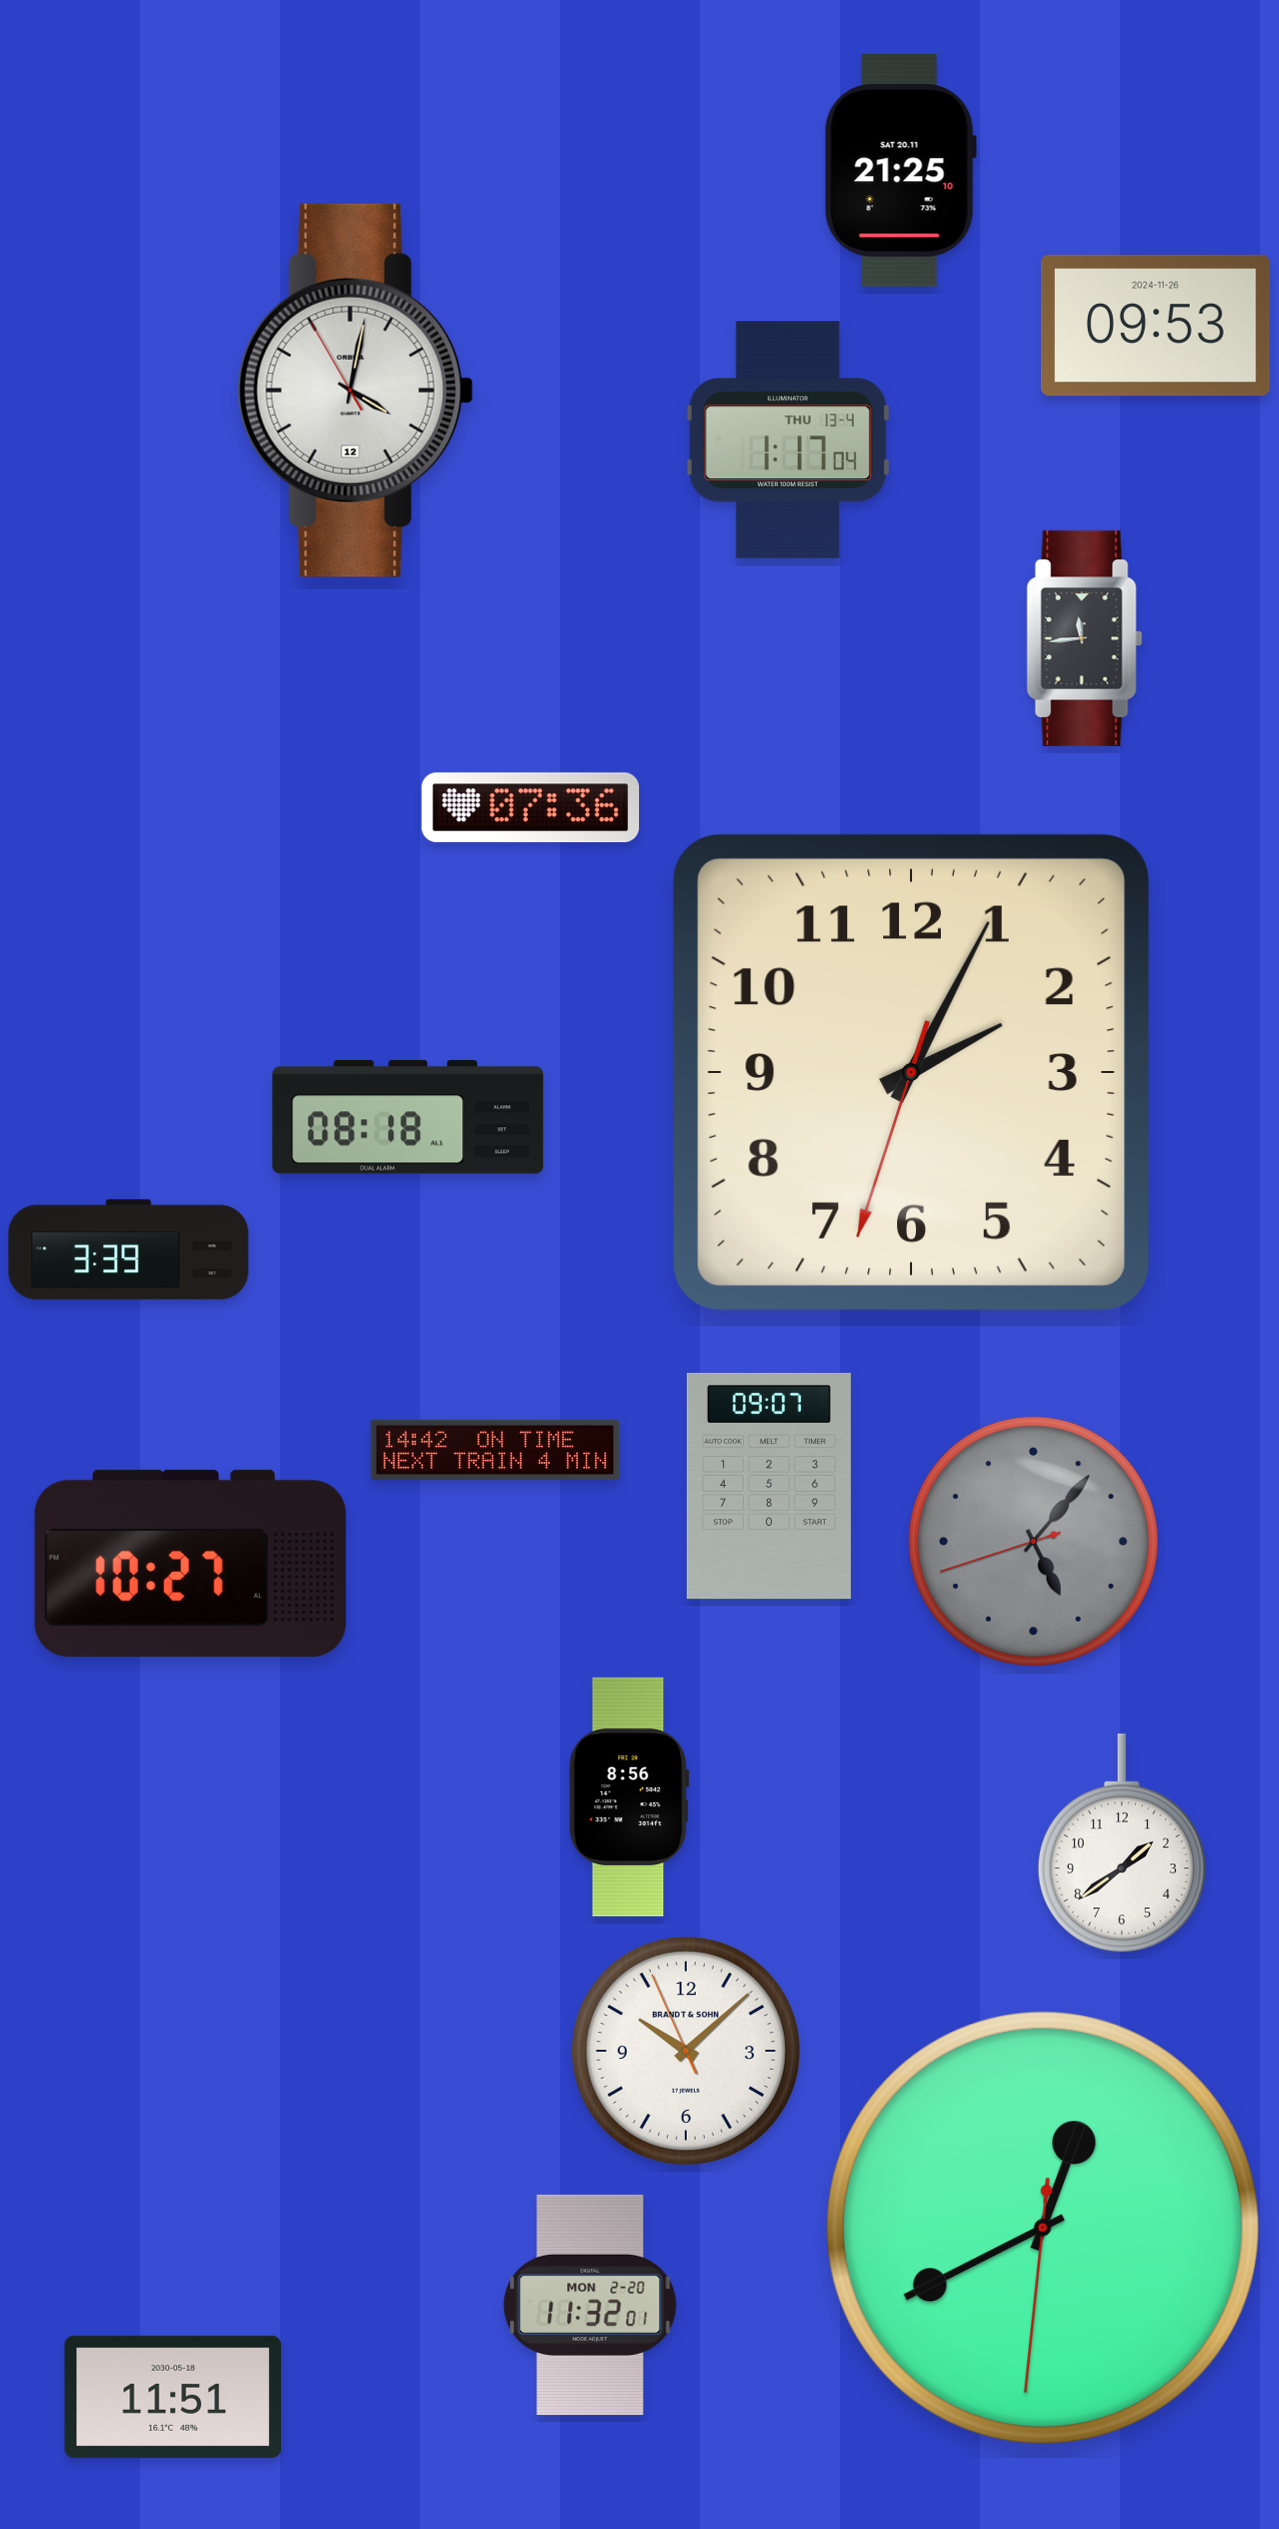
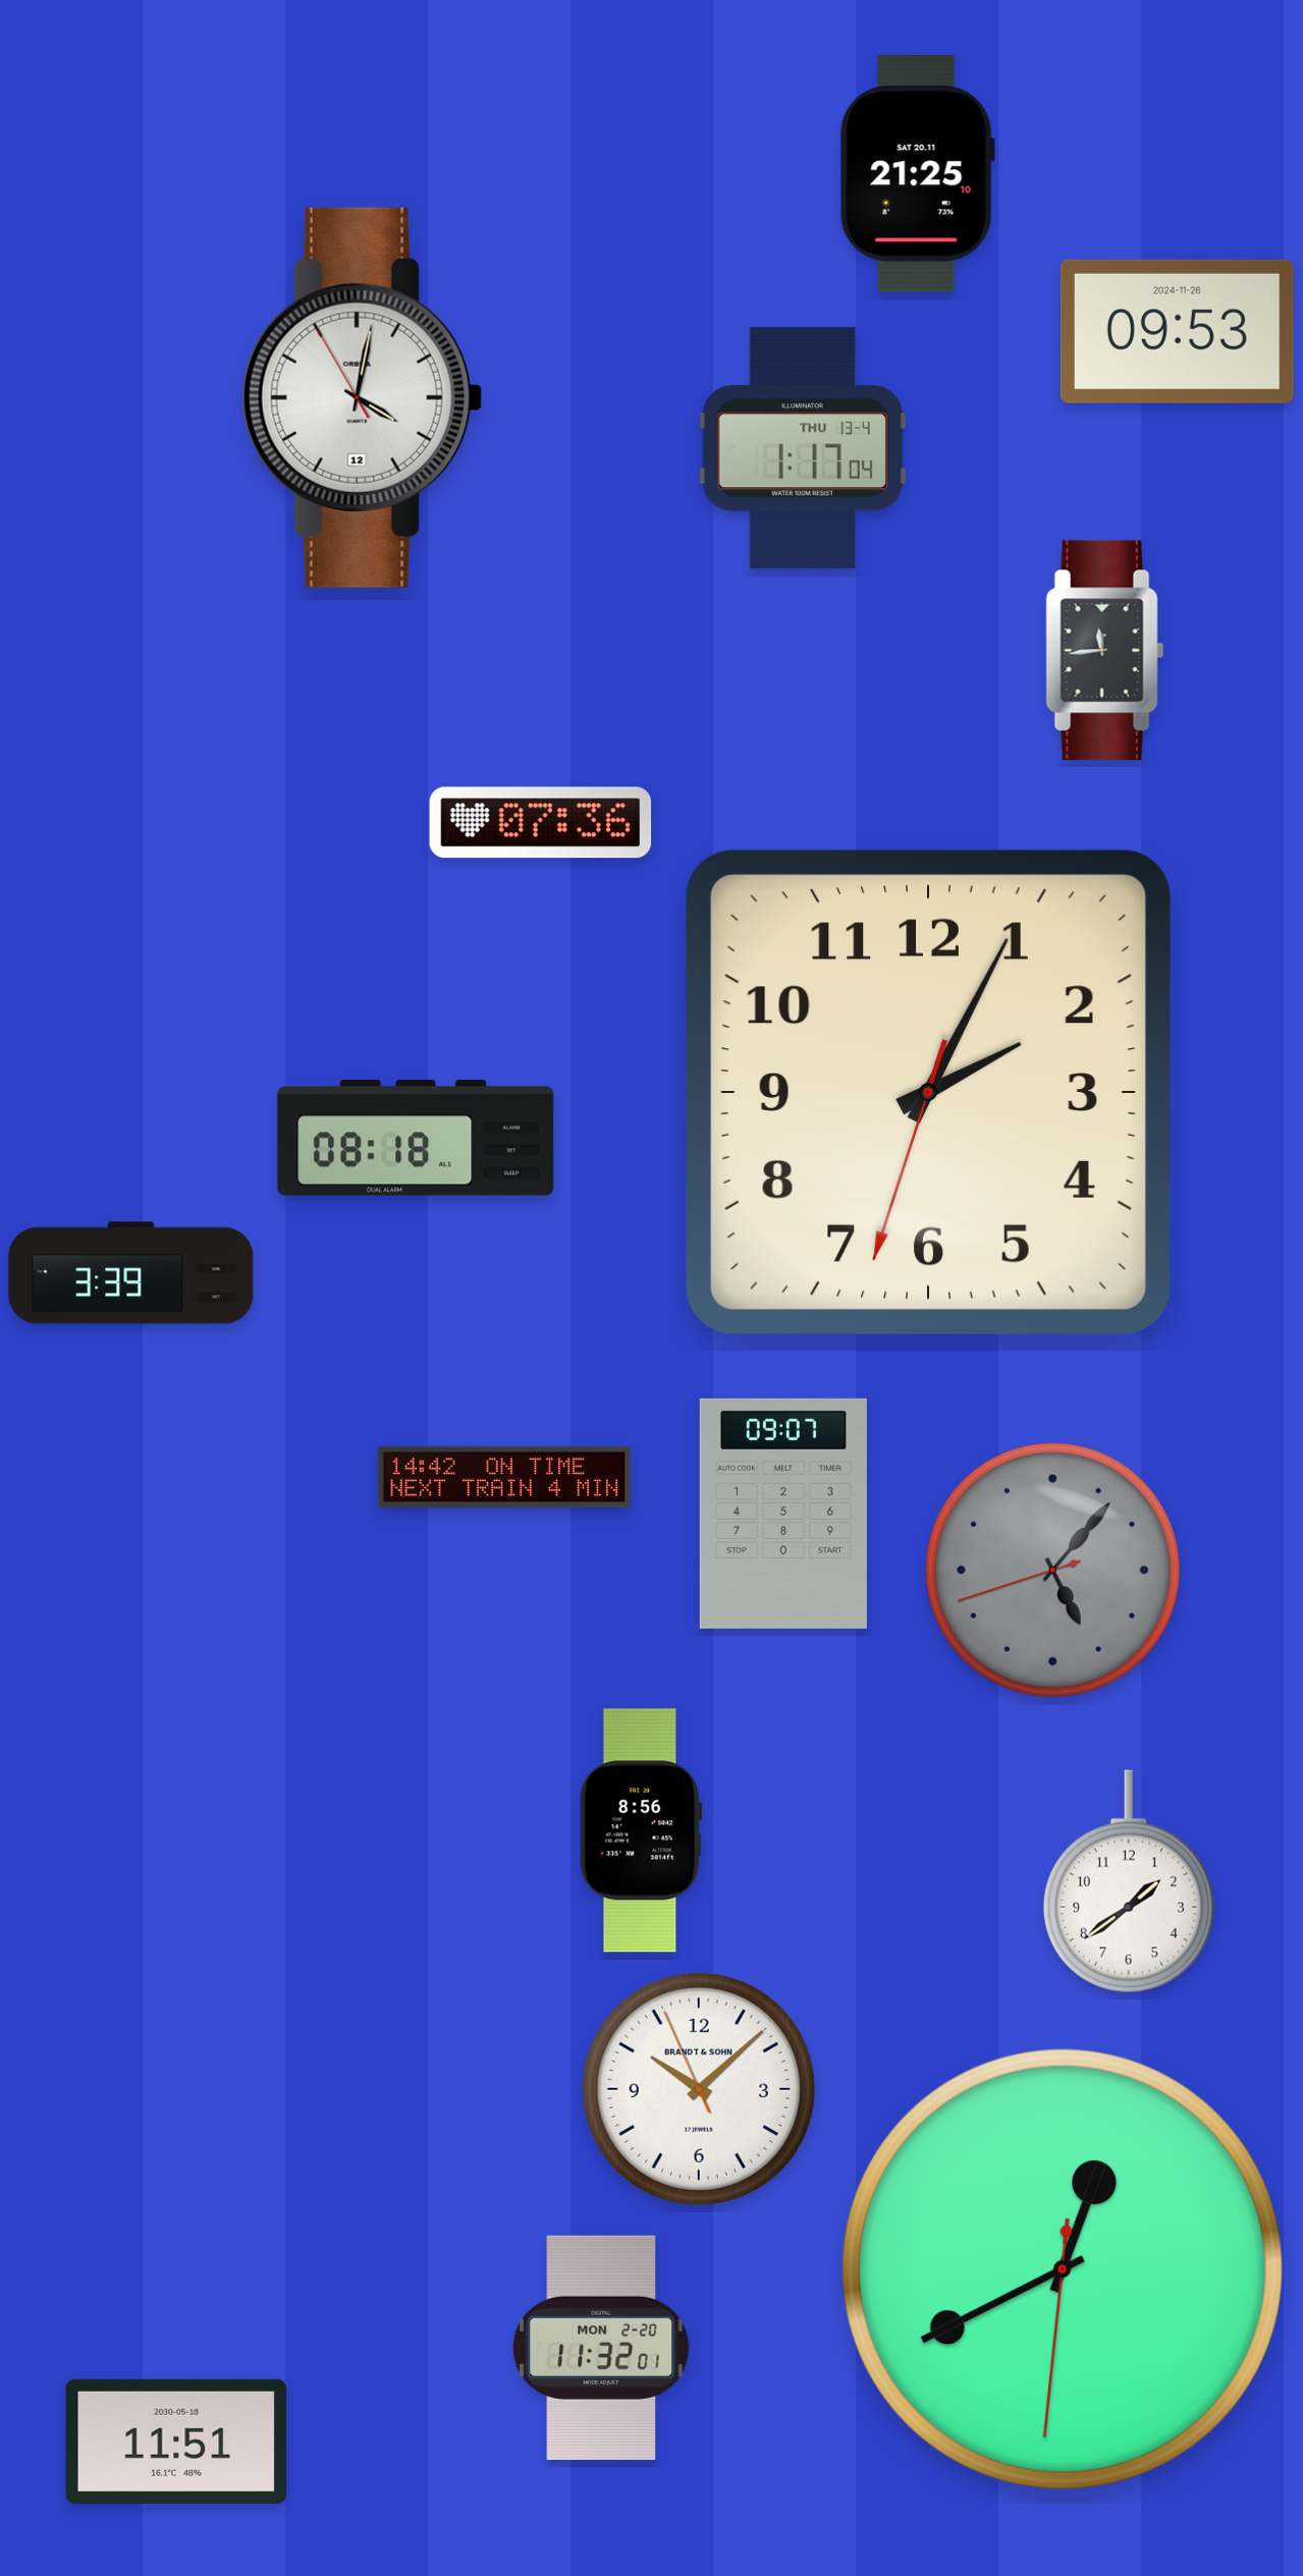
clock at (190, 1563): 10:27 -> none
clock at (1122, 1843) position: (1122, 1843) -> (1129, 1881)
